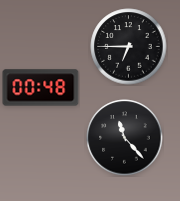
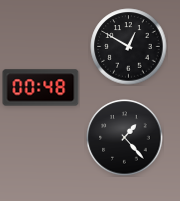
clock at (129, 47): 6:45 -> 12:50
clock at (125, 138): 11:23 -> 1:23
